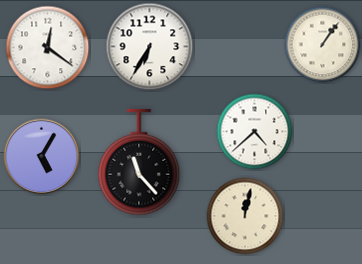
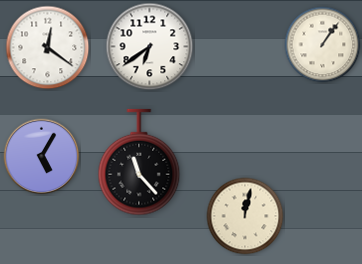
clock at (150, 47): 6:35 -> 6:39
clock at (255, 132): 4:38 -> none
